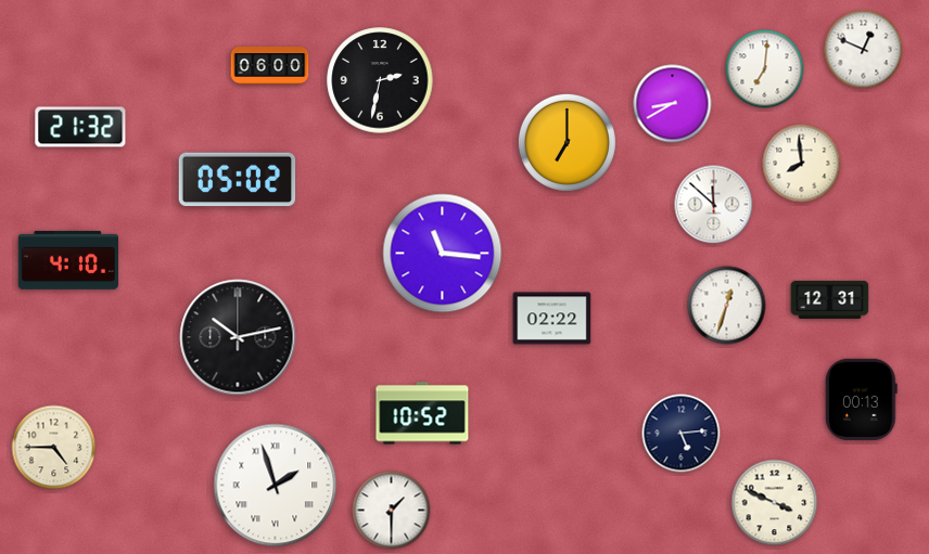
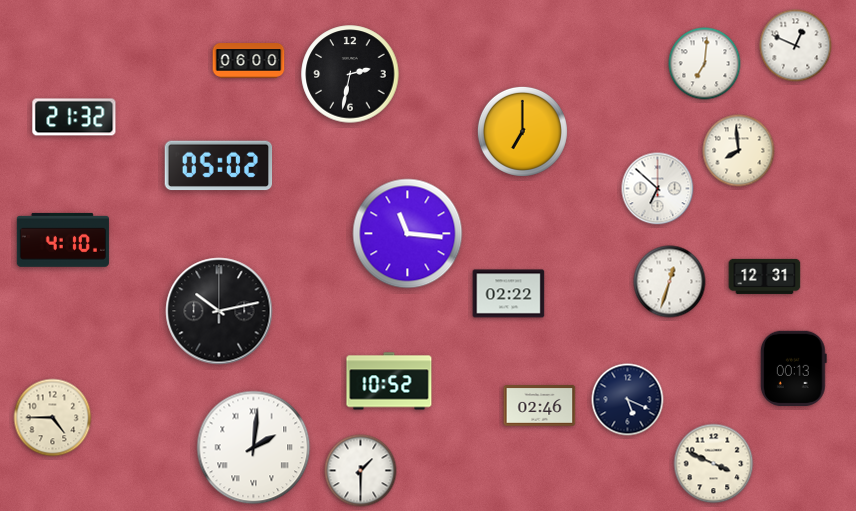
clock at (673, 104): 8:40 -> none
clock at (714, 205): 11:52 -> 6:52
clock at (682, 434): 5:14 -> 5:19
clock at (540, 406): none -> 02:46
clock at (54, 448) position: (54, 448) -> (53, 418)
clock at (276, 486): 1:57 -> 2:01
